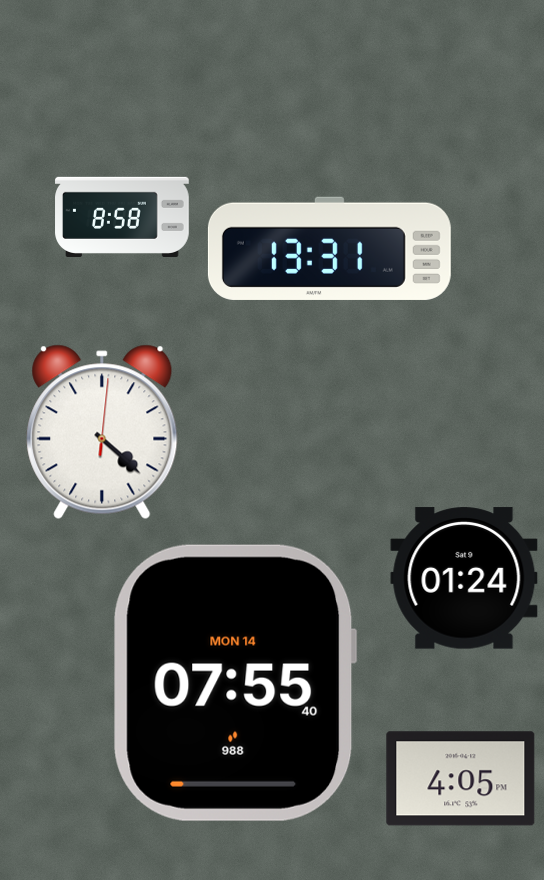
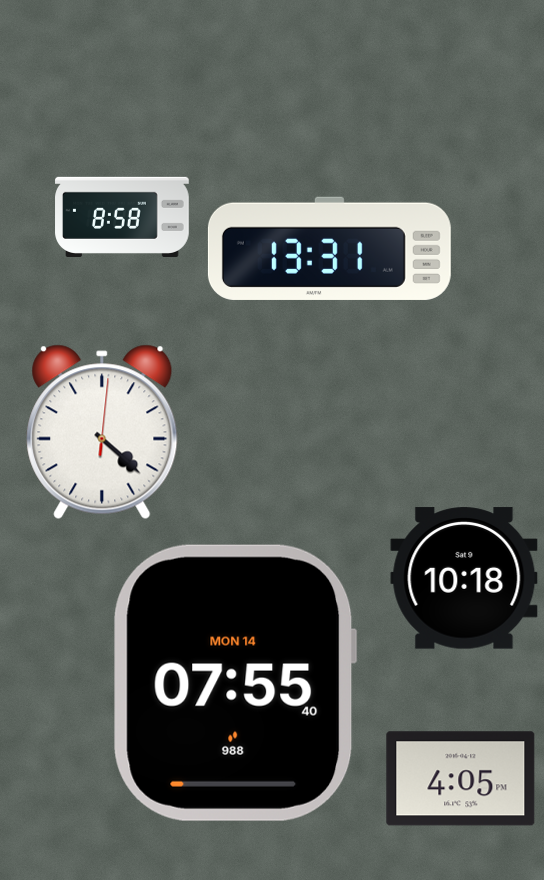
clock at (464, 578): 01:24 -> 10:18
